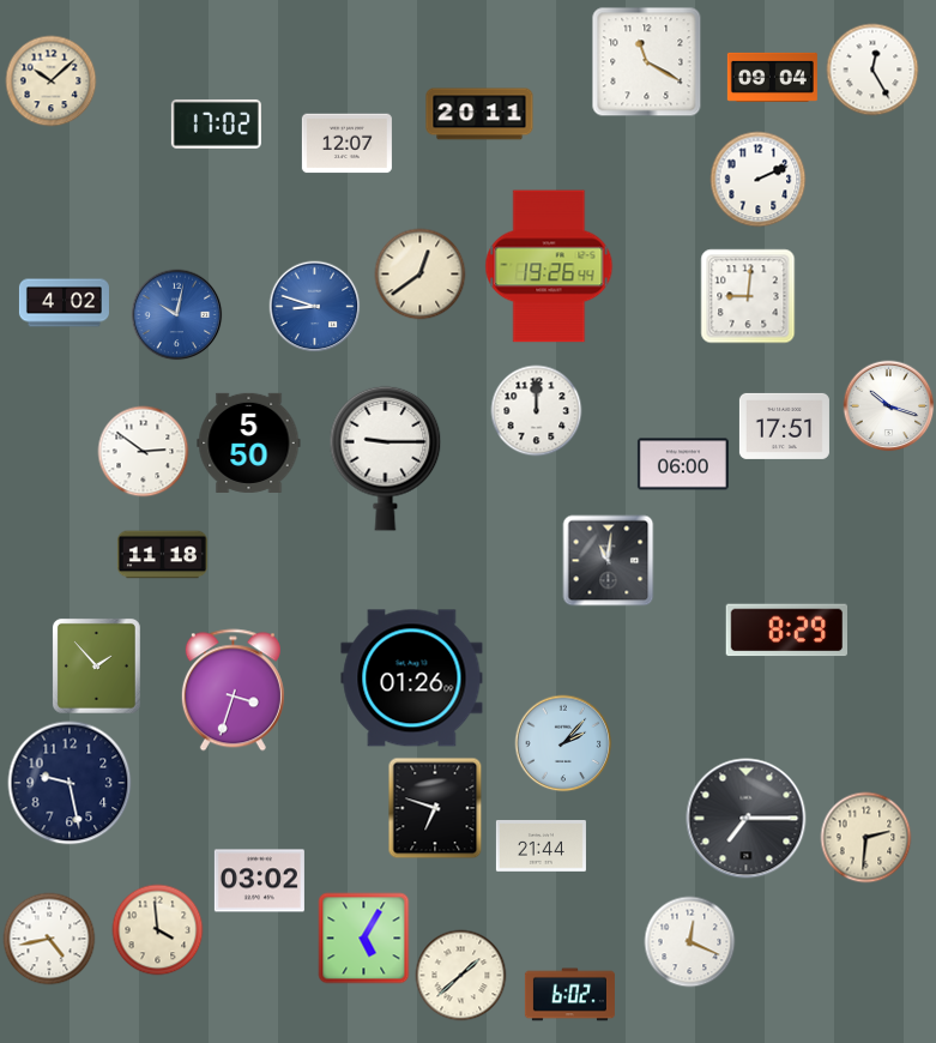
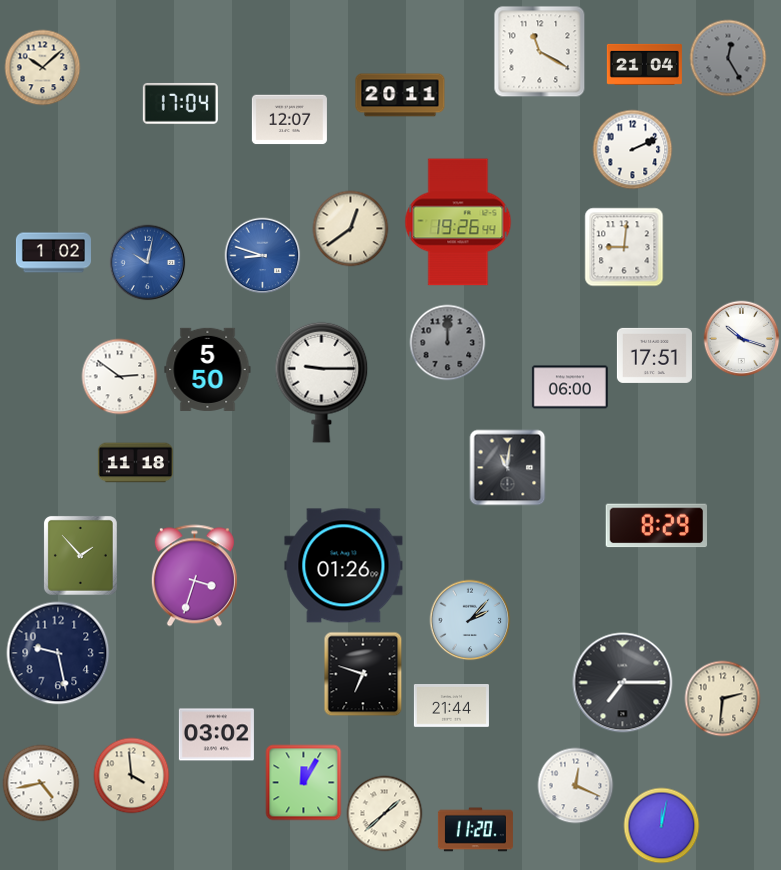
clock at (872, 70) dial: white -> grey
clock at (772, 77): 09:04 -> 21:04
clock at (216, 123): 17:02 -> 17:04
clock at (64, 303): 4:02 -> 1:02
clock at (537, 411) dial: white -> grey
clock at (364, 939): 5:05 -> 12:05
clock at (662, 826): none -> 12:02
clock at (569, 995): 6:02 -> 11:20
